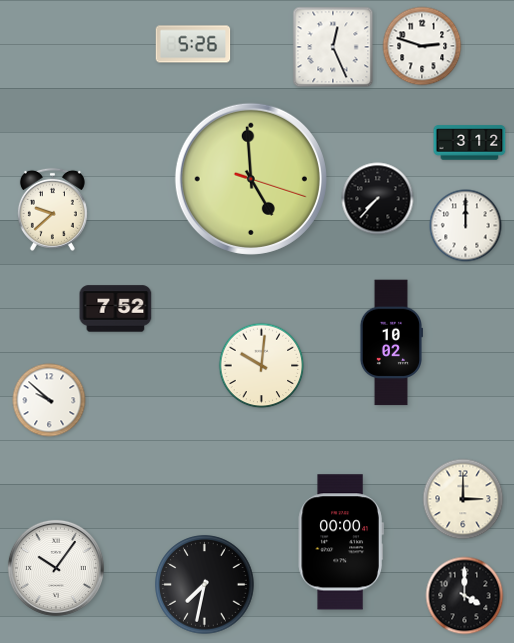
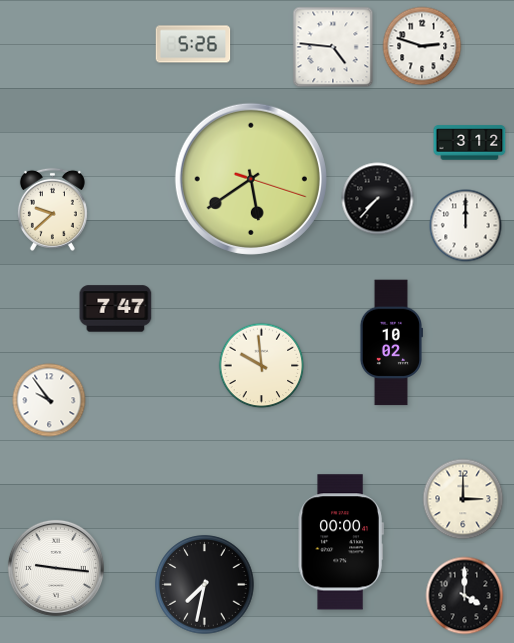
clock at (333, 47): 12:26 -> 4:46
clock at (251, 179): 4:59 -> 5:39
clock at (116, 309): 7:52 -> 7:47
clock at (262, 366): 10:01 -> 9:59
clock at (49, 400): 9:52 -> 9:54
clock at (56, 568): 10:06 -> 9:16
